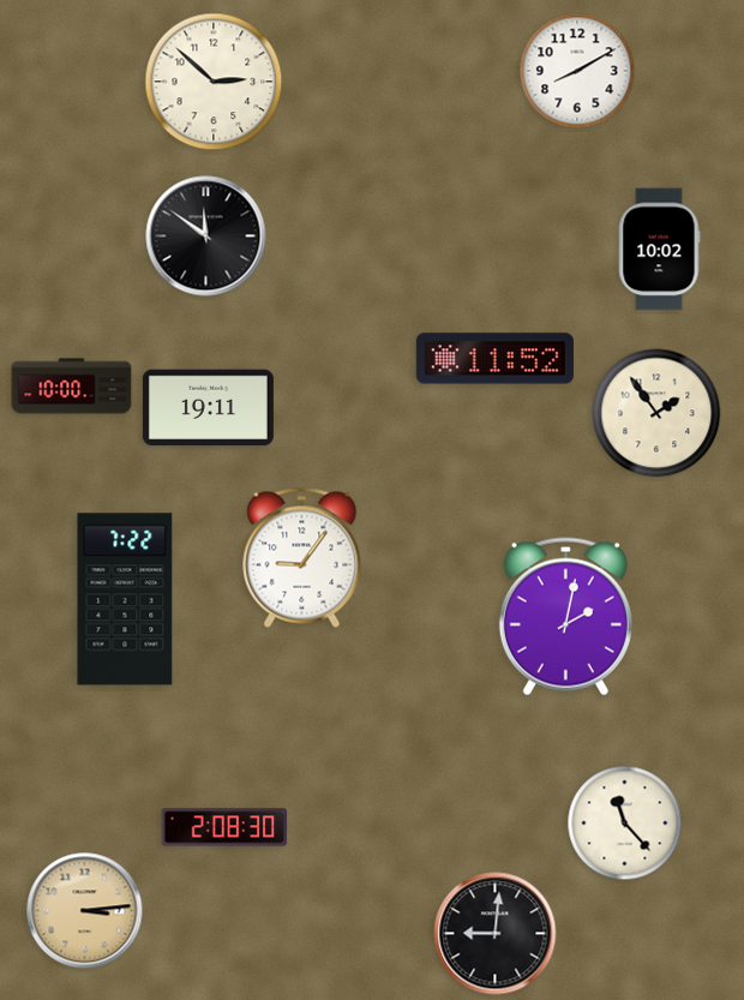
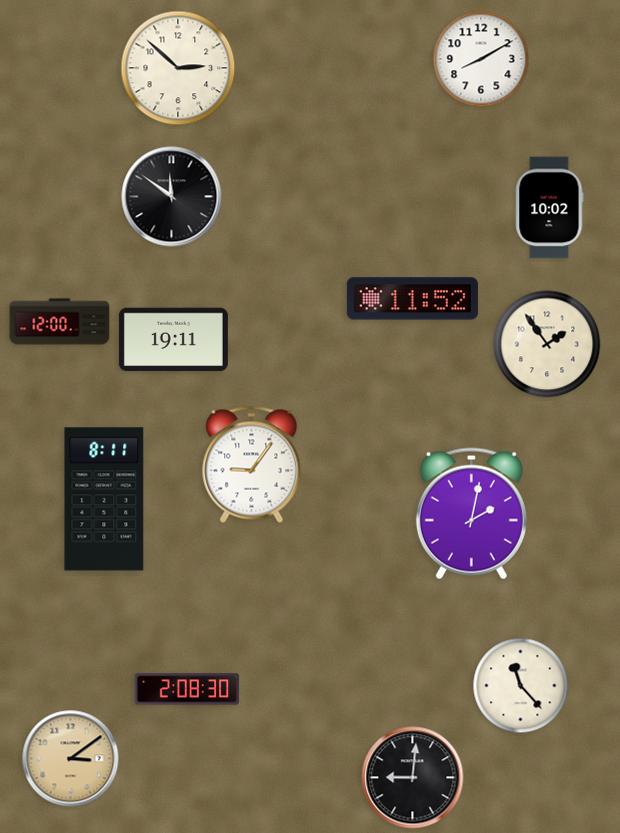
clock at (72, 387): 10:00 -> 12:00
clock at (125, 599): 7:22 -> 8:11
clock at (85, 911): 3:14 -> 3:09
